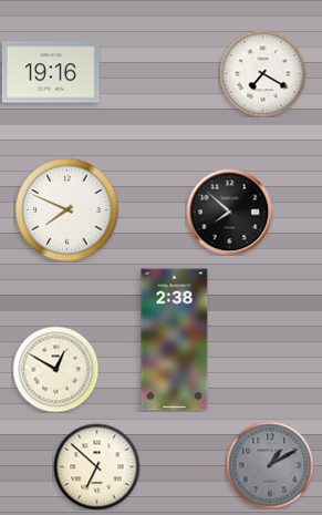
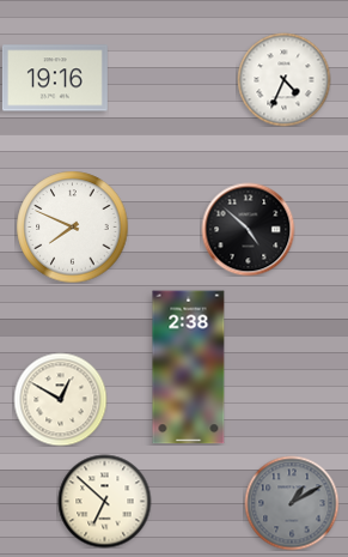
clock at (262, 73): 7:20 -> 4:34
clock at (229, 212): 7:52 -> 4:52
clock at (96, 466) position: (96, 466) -> (104, 501)
